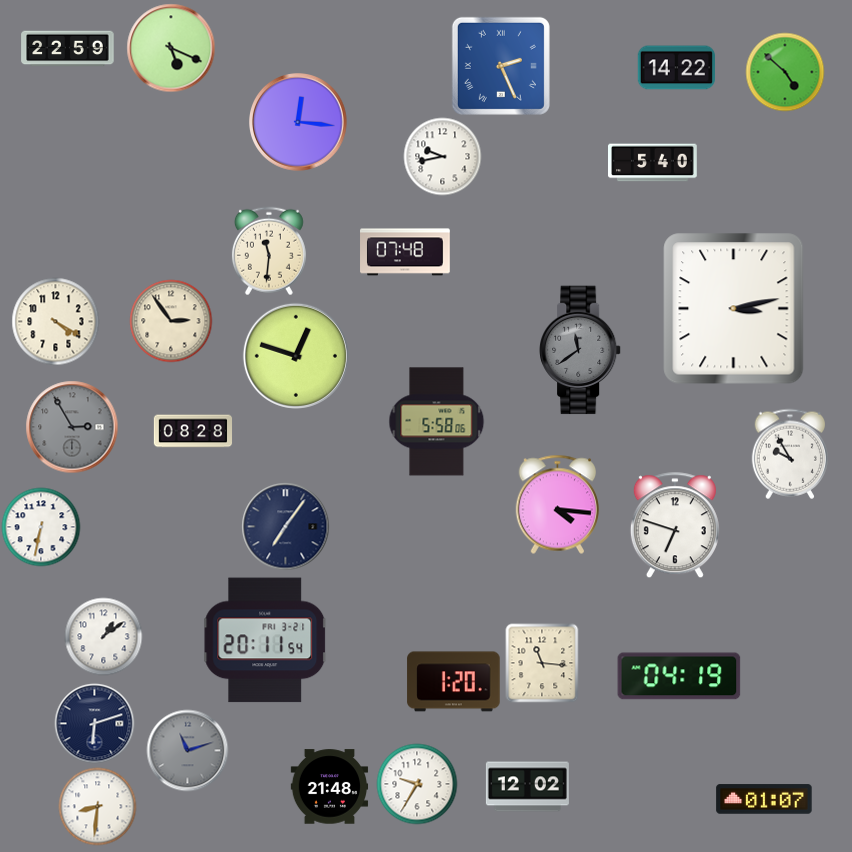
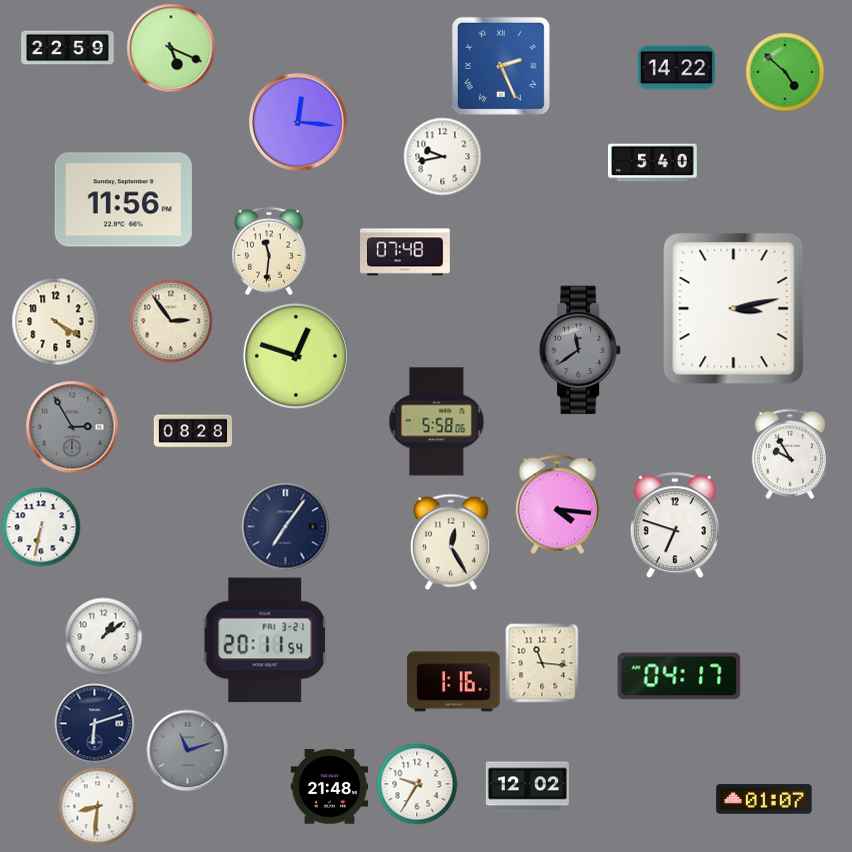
clock at (123, 200): none -> 11:56
clock at (451, 542): none -> 12:25
clock at (679, 676): 04:19 -> 04:17
clock at (454, 682): 1:20 -> 1:16
